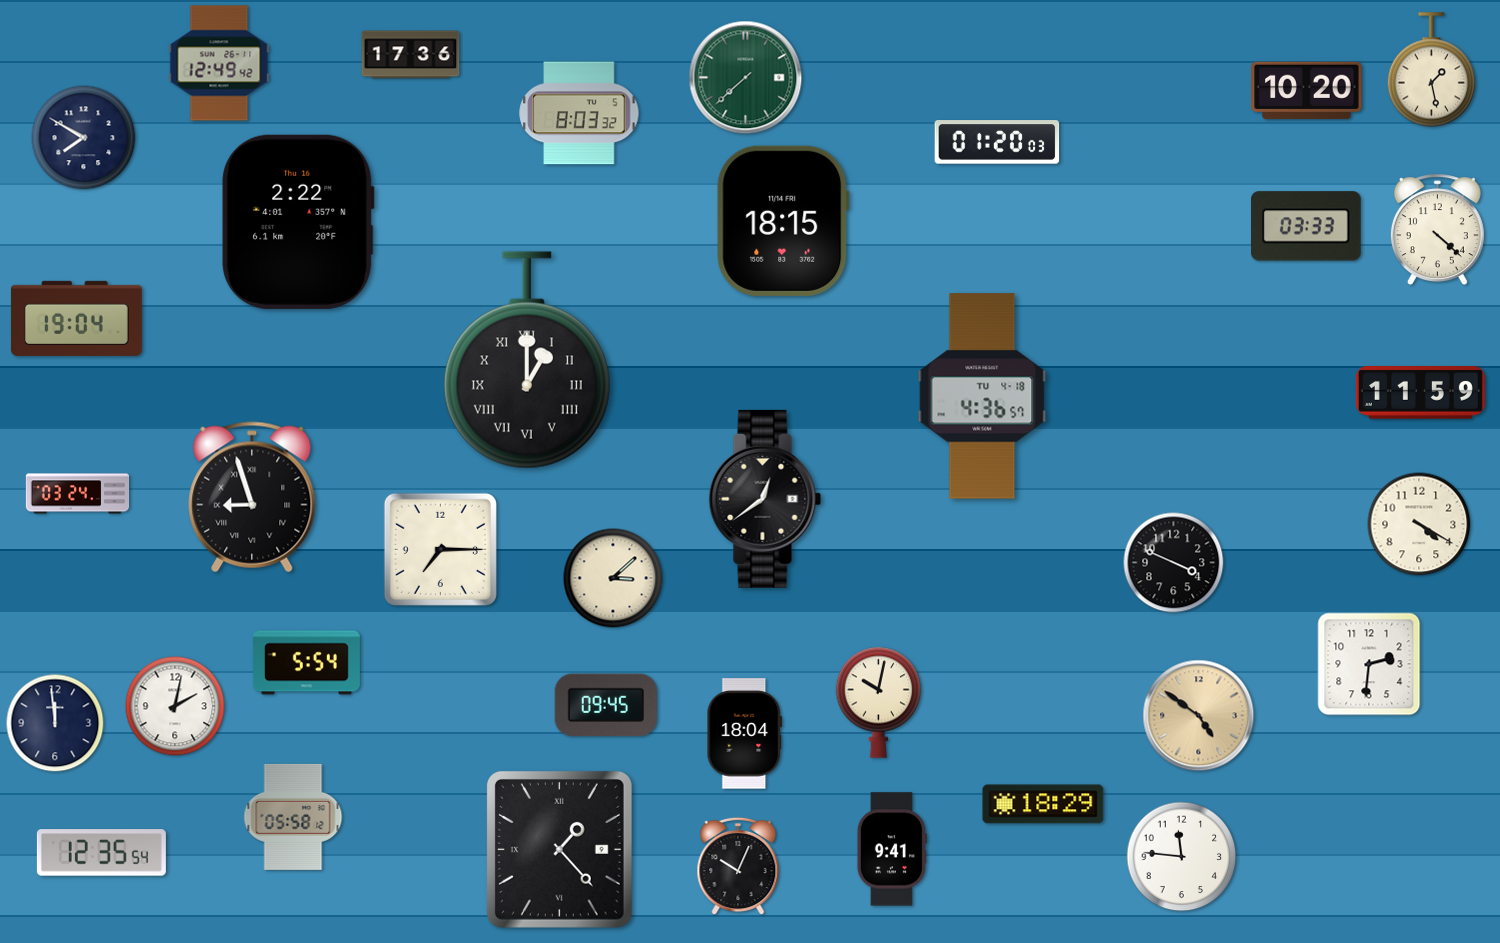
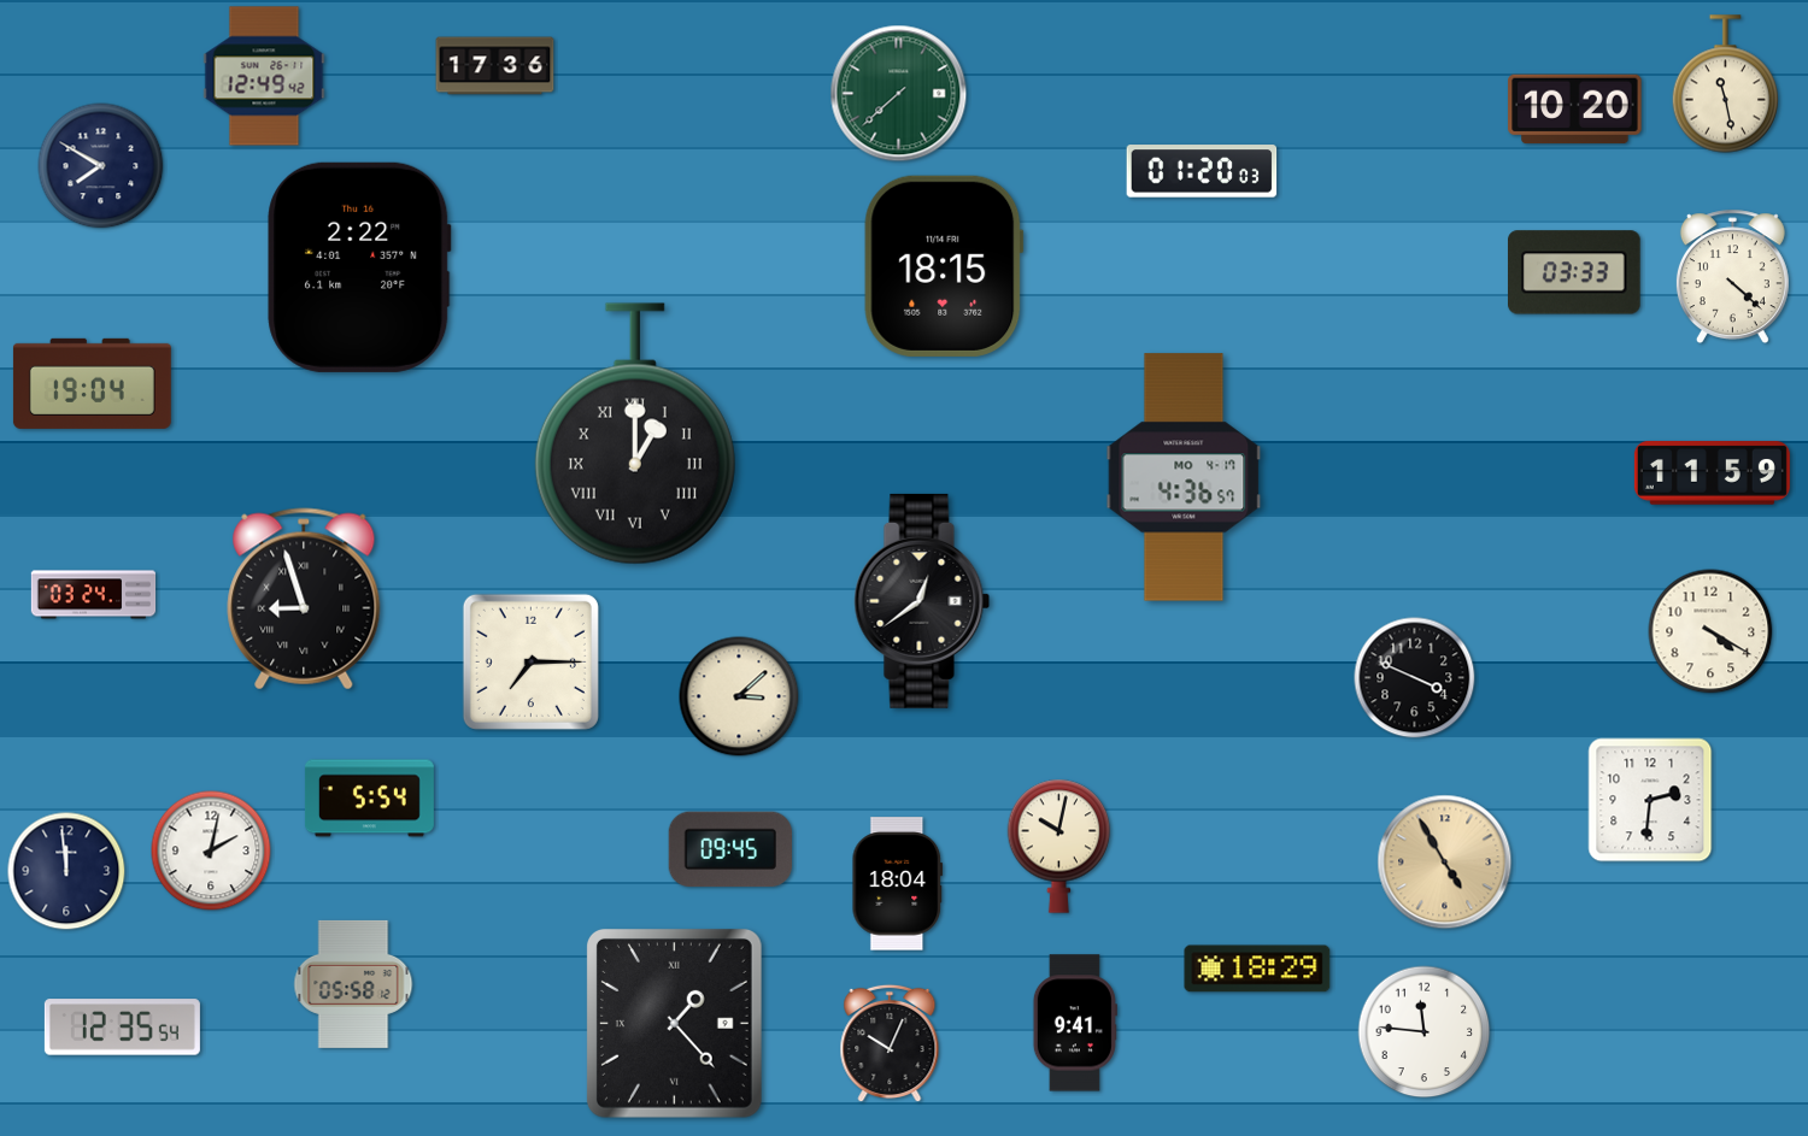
clock at (1432, 70): 1:28 -> 11:28
clock at (579, 113): 8:03 -> none
clock at (982, 396) date: TU 4-18 -> MO 4-17
clock at (1199, 716): 4:51 -> 4:55
